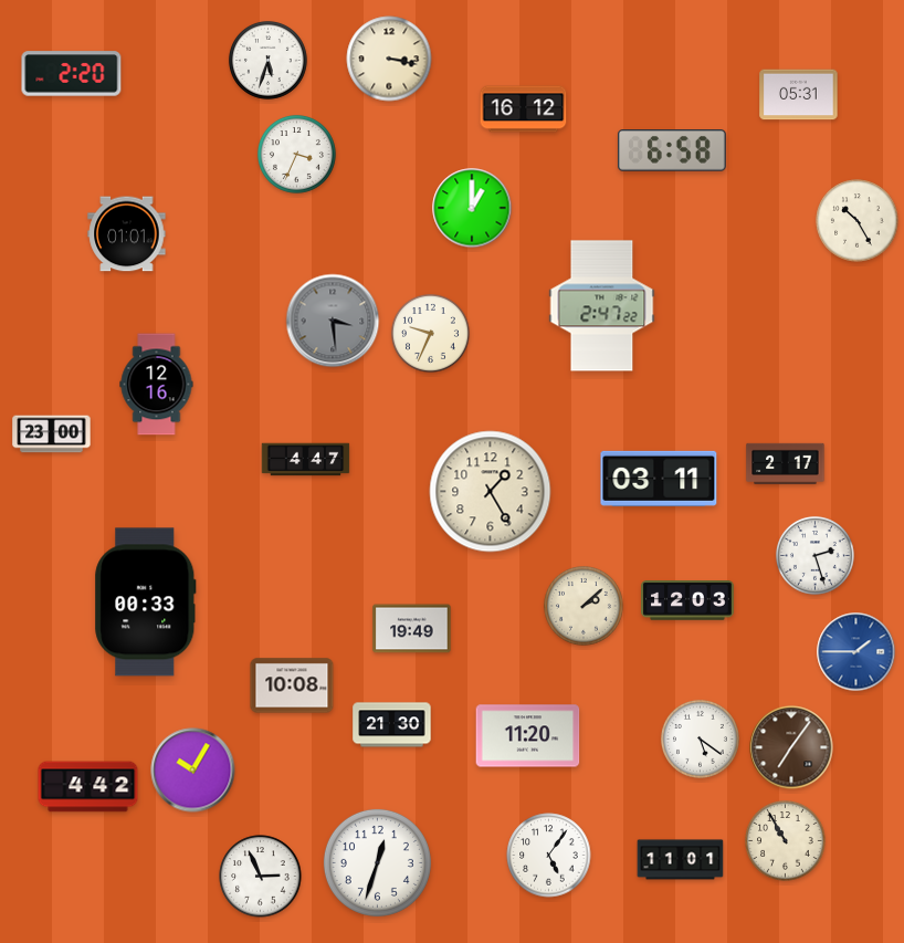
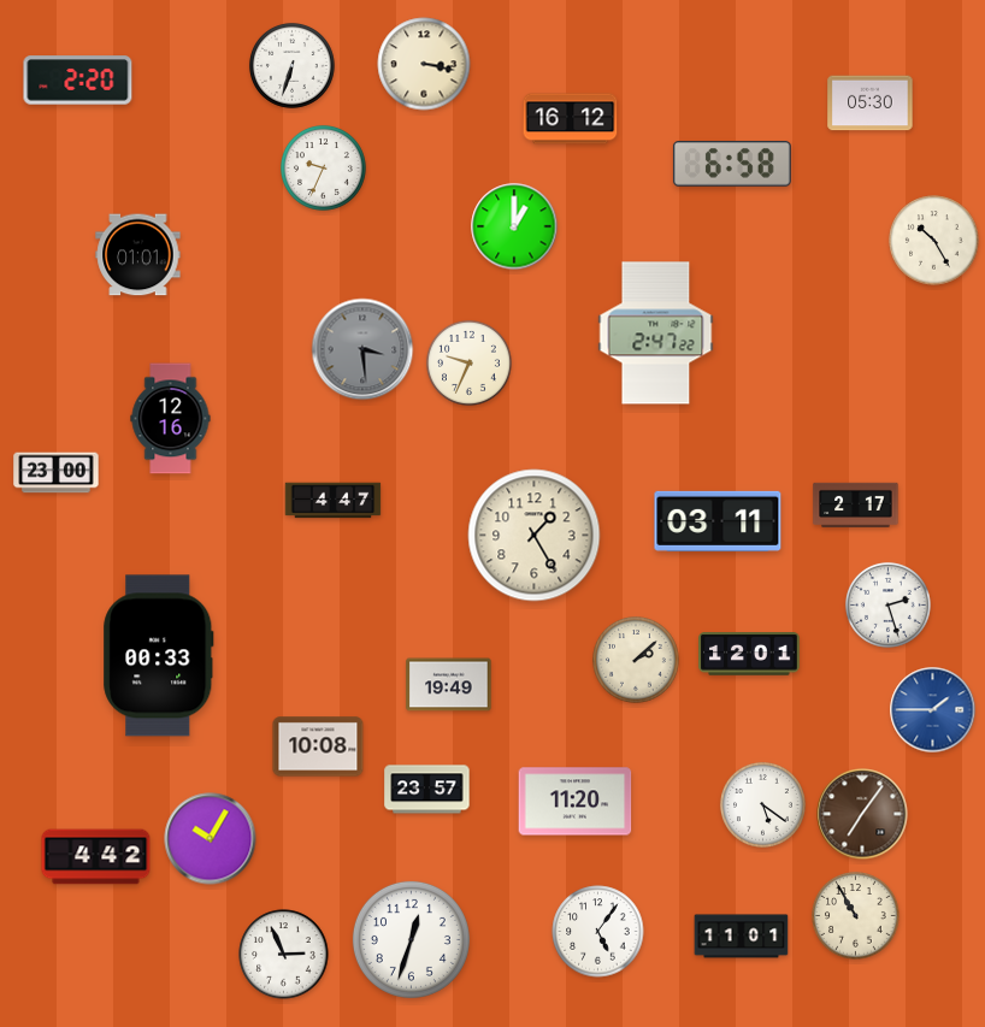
clock at (267, 60): 5:33 -> 6:33
clock at (799, 95): 05:31 -> 05:30
clock at (296, 154): 3:34 -> 9:34
clock at (687, 600): 12:03 -> 12:01
clock at (392, 725): 21:30 -> 23:57
